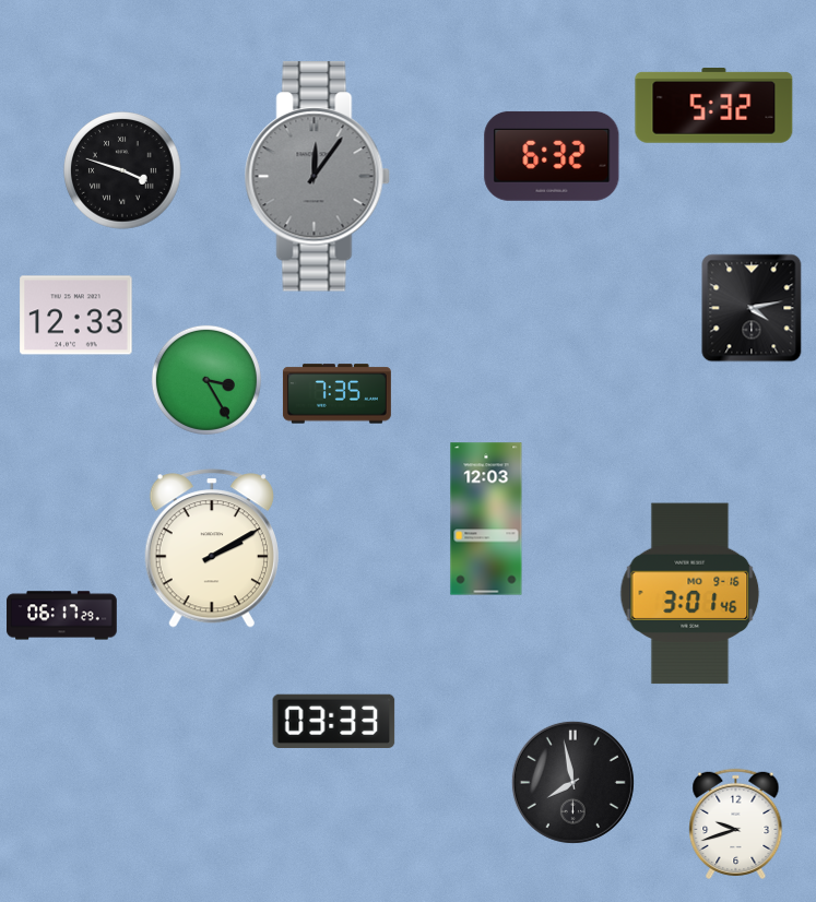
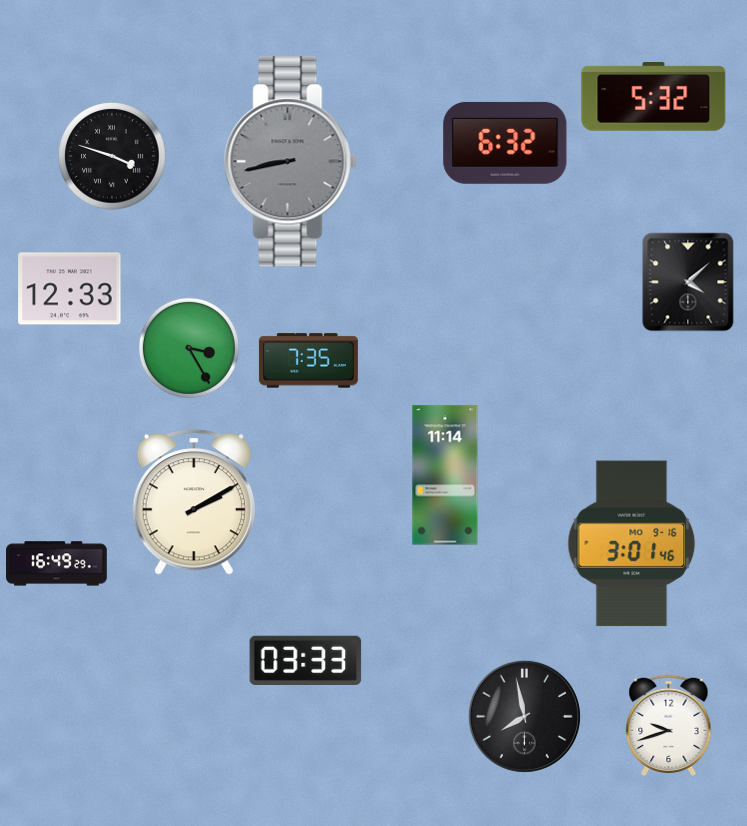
clock at (317, 177): 12:06 -> 8:43
clock at (752, 308): 4:13 -> 4:08
clock at (486, 519): 12:03 -> 11:14
clock at (62, 616): 06:17 -> 16:49
clock at (736, 823) position: (736, 823) -> (669, 725)
